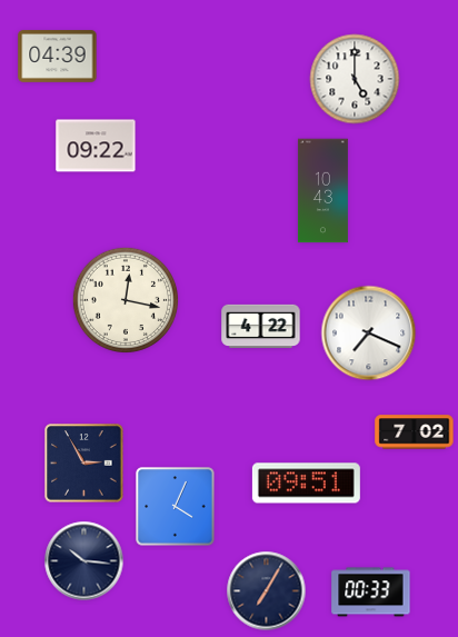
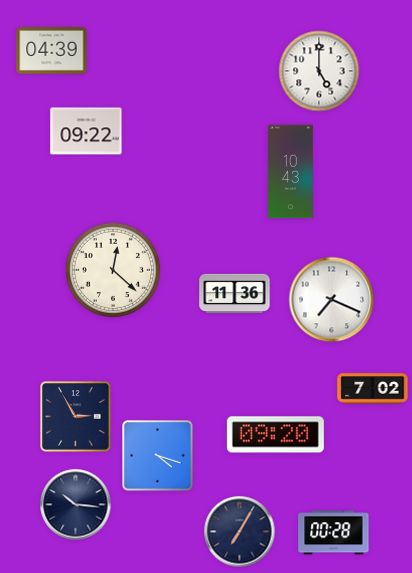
clock at (126, 300): 12:17 -> 12:22
clock at (261, 327): 4:22 -> 11:36
clock at (306, 484): 09:51 -> 09:20
clock at (176, 507): 4:04 -> 4:18
clock at (371, 593): 00:33 -> 00:28
